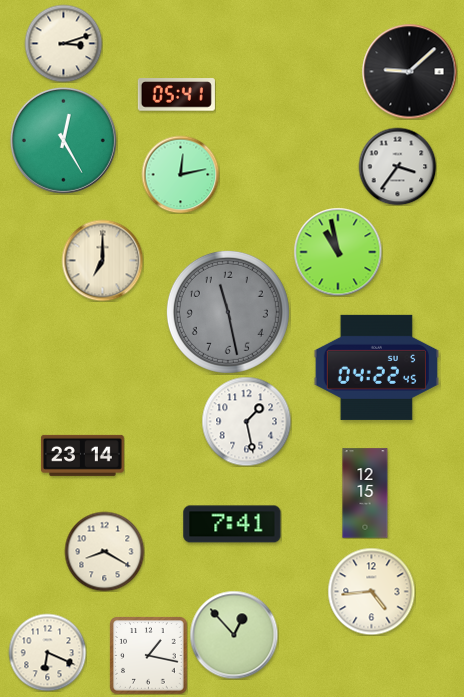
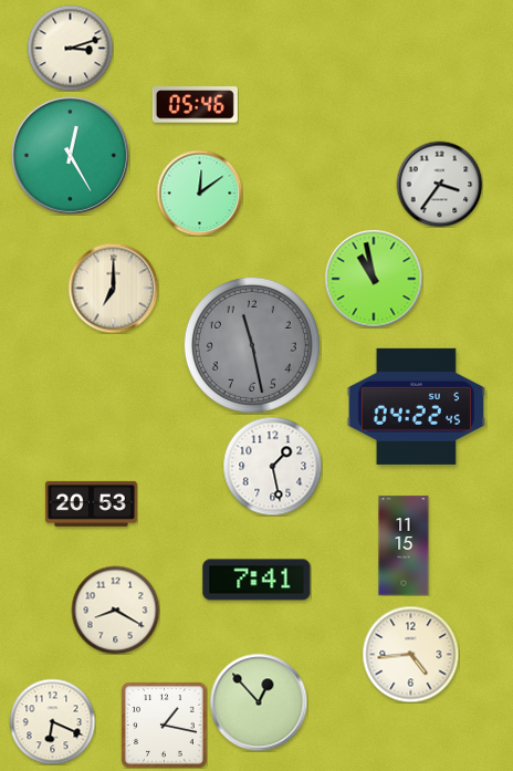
clock at (409, 71): 9:08 -> none
clock at (176, 95): 05:41 -> 05:46
clock at (180, 174): 12:13 -> 12:09
clock at (82, 455): 23:14 -> 20:53
clock at (365, 493): 12:15 -> 11:15
